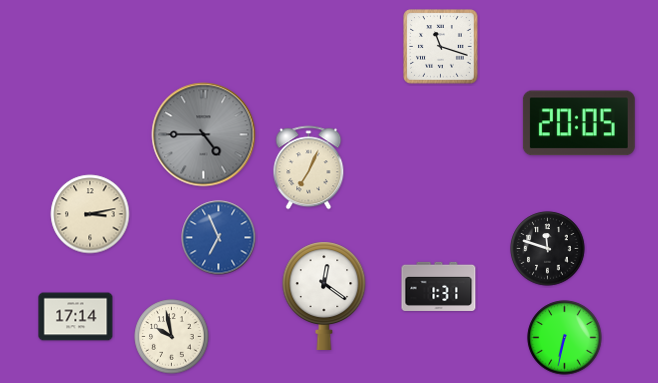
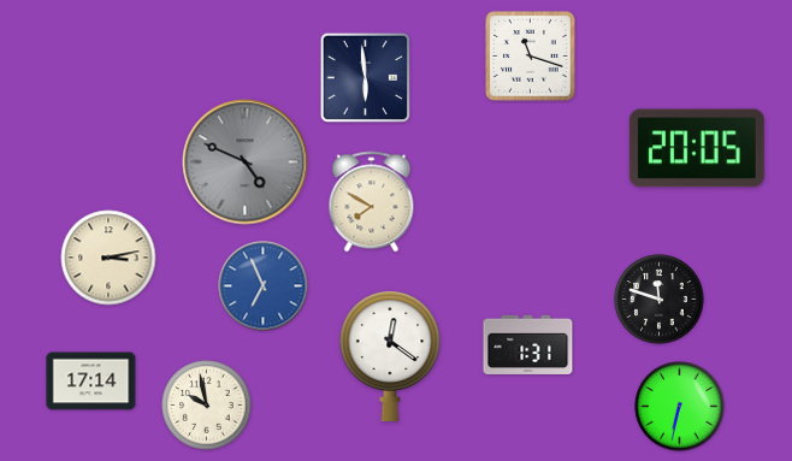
clock at (365, 77): none -> 5:59
clock at (204, 135): 4:45 -> 4:49
clock at (309, 168): 7:04 -> 7:50
